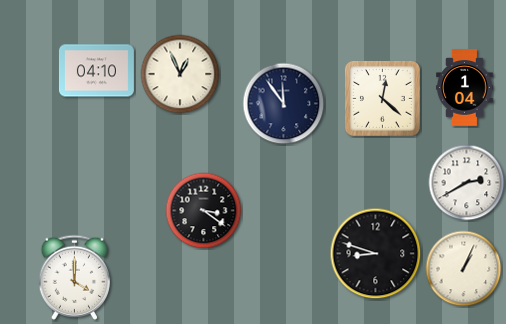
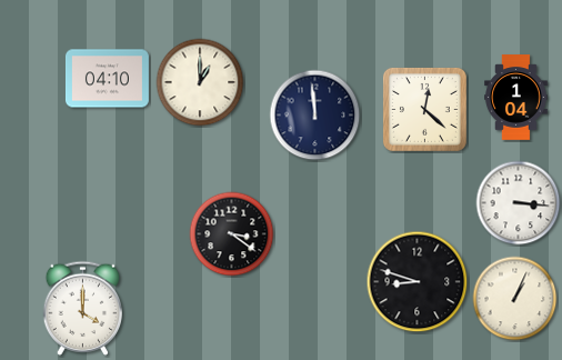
clock at (180, 74): 12:56 -> 1:00
clock at (284, 104): 11:54 -> 11:59
clock at (467, 183): 2:40 -> 3:16
clock at (204, 211) position: (204, 211) -> (232, 234)
